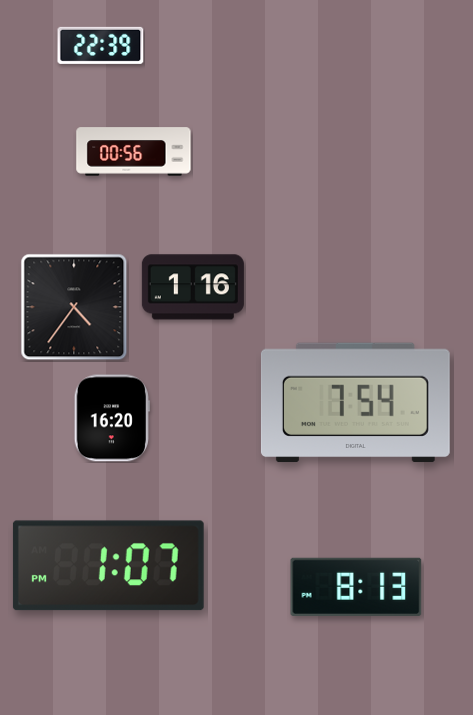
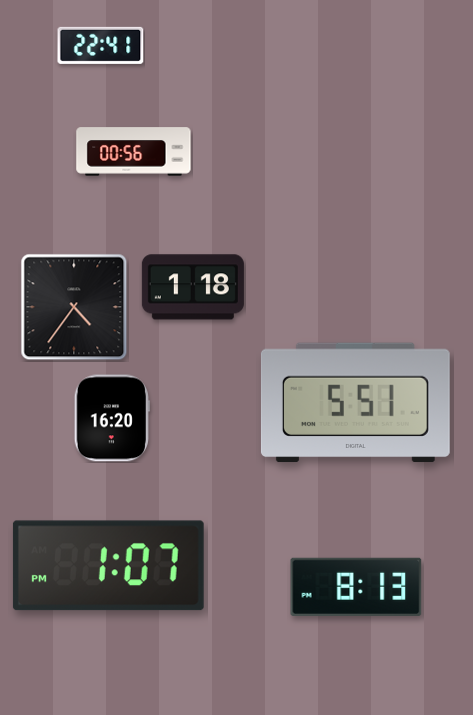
clock at (101, 45): 22:39 -> 22:41
clock at (193, 287): 1:16 -> 1:18
clock at (355, 403): 7:54 -> 5:51
